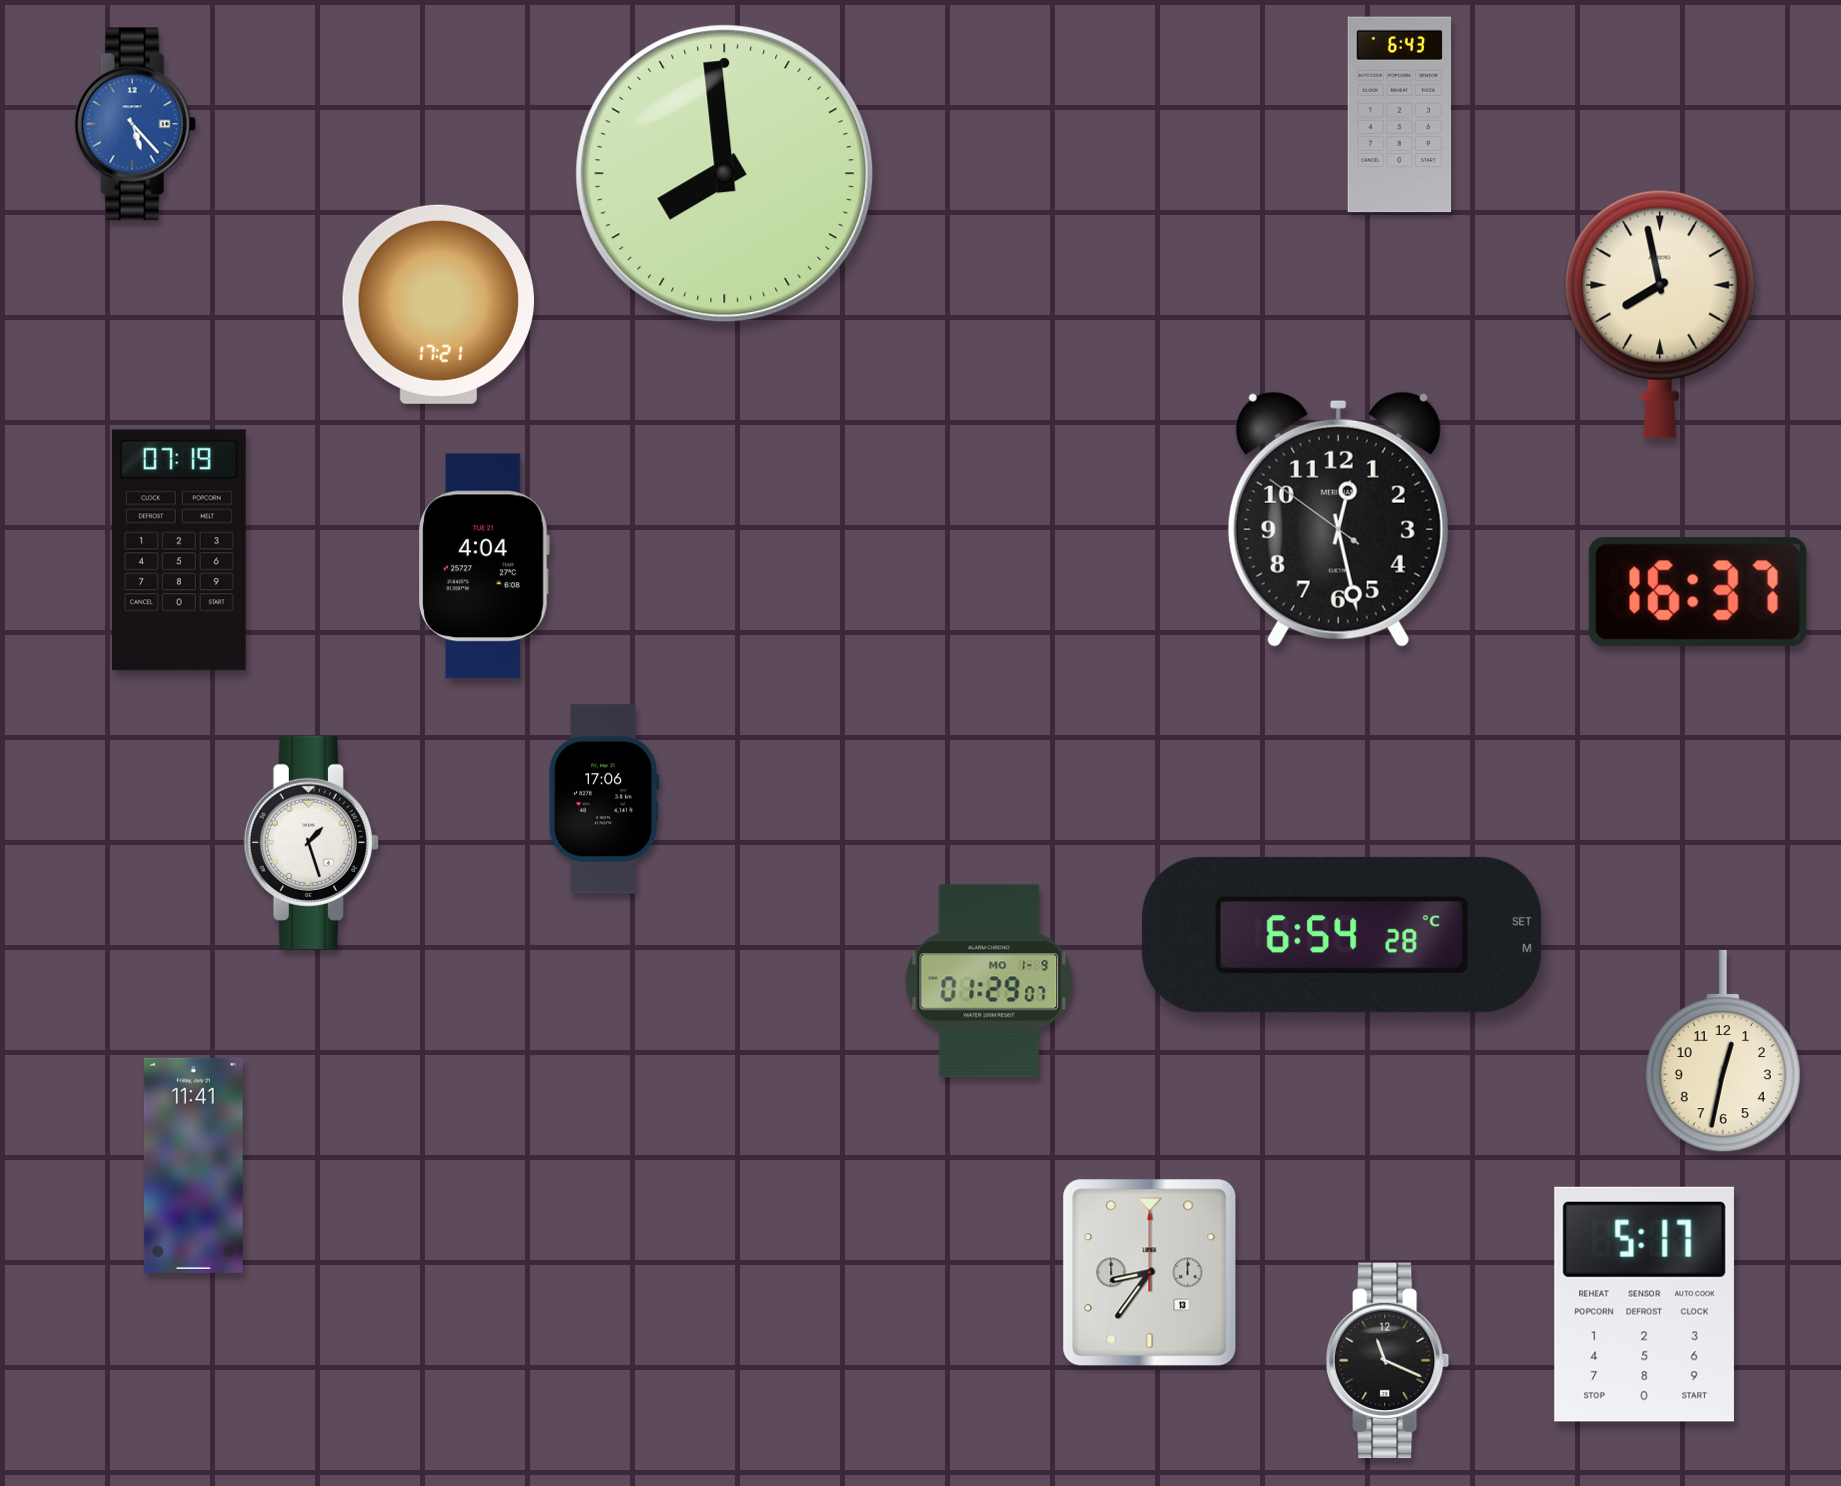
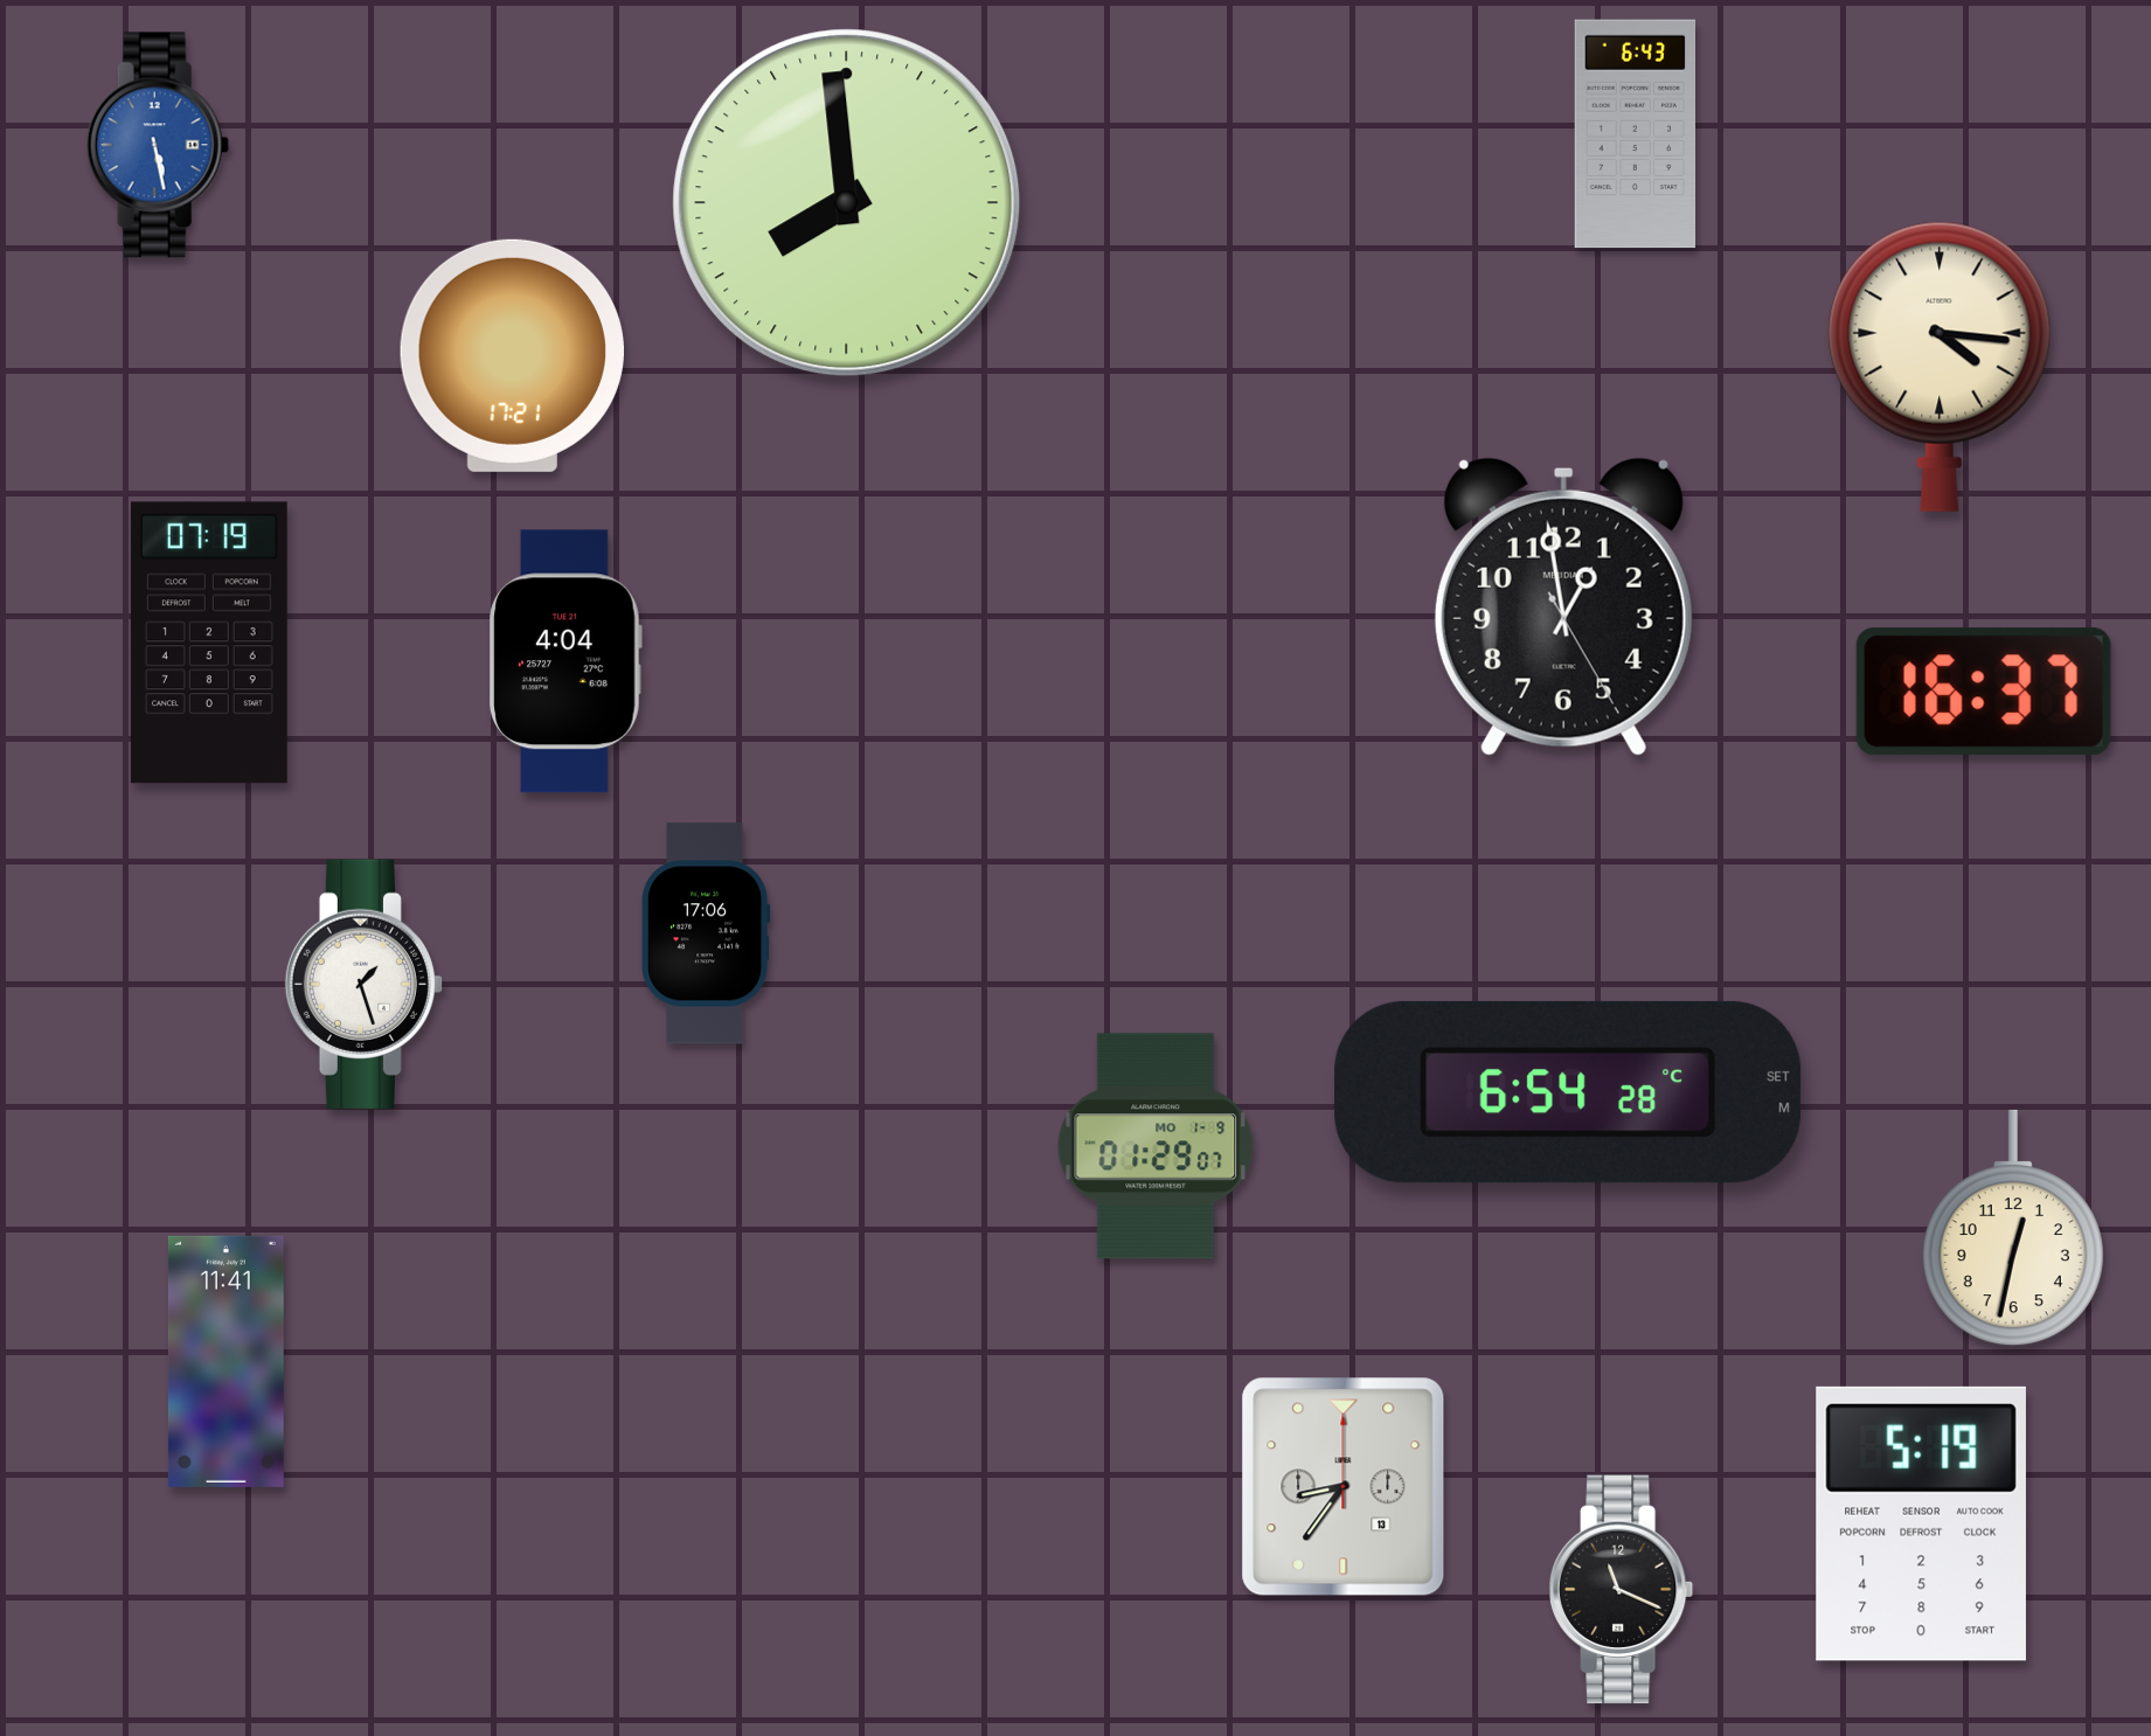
clock at (135, 124): 5:23 -> 5:28
clock at (1660, 314): 7:58 -> 4:16
clock at (1338, 519): 12:27 -> 12:58
clock at (1644, 1304): 5:17 -> 5:19
